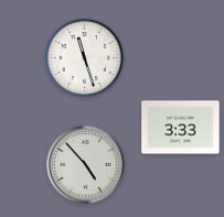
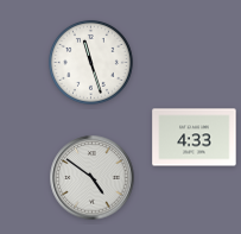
clock at (181, 128): 3:33 -> 4:33
clock at (86, 165): 4:53 -> 4:51
